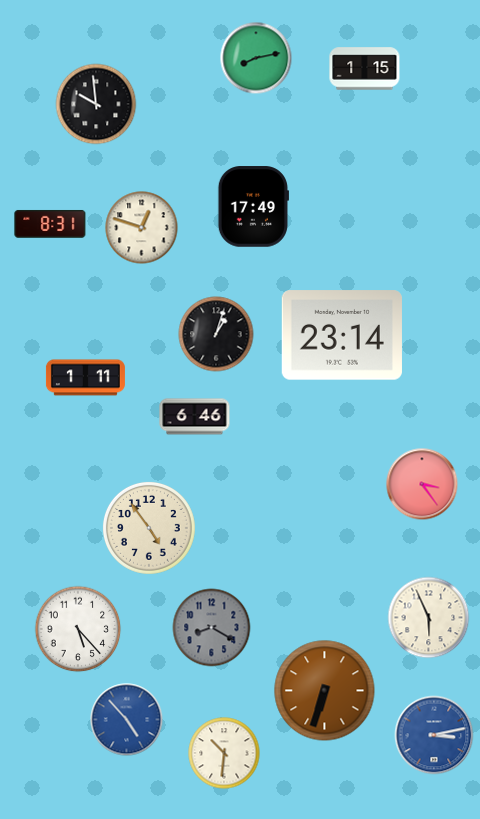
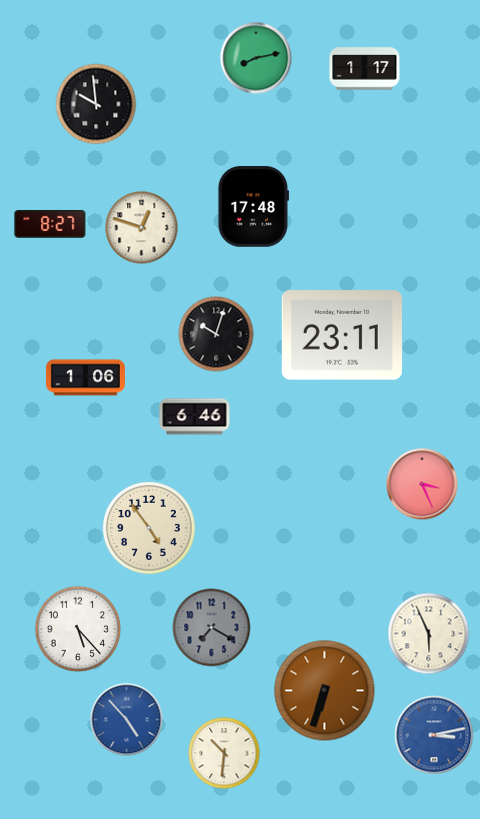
clock at (365, 69): 1:15 -> 1:17
clock at (253, 207): 17:49 -> 17:48
clock at (50, 224): 8:31 -> 8:27
clock at (216, 334): 1:03 -> 10:03
clock at (342, 335): 23:14 -> 23:11
clock at (85, 378): 1:11 -> 1:06
clock at (422, 484): 3:24 -> 3:26
clock at (429, 618) position: (429, 618) -> (429, 634)
clock at (212, 628): 8:20 -> 7:20
